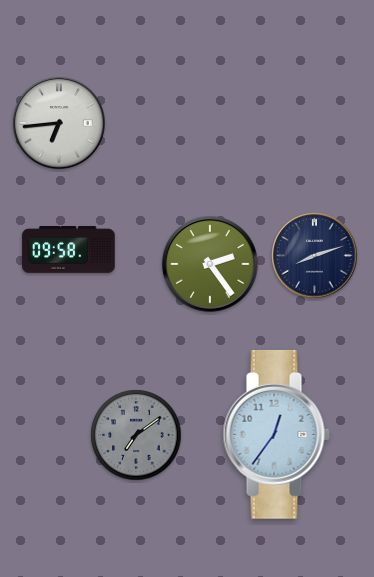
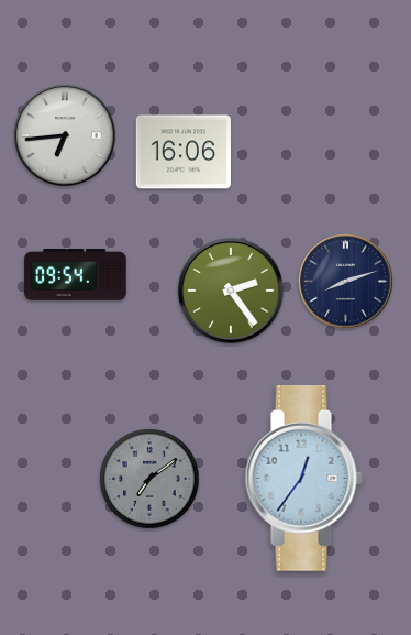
clock at (182, 152): none -> 16:06
clock at (69, 250): 09:58 -> 09:54
